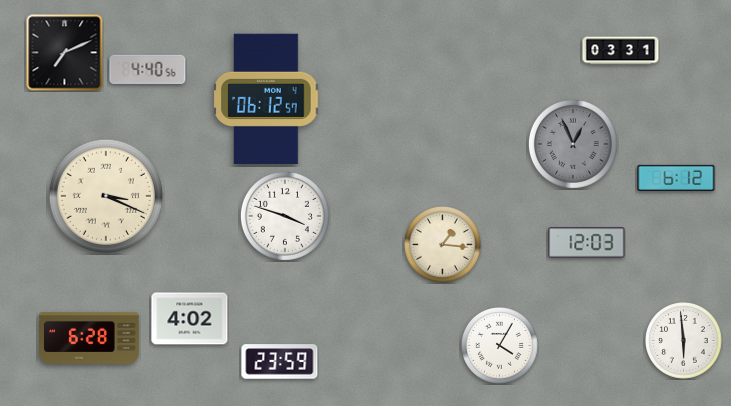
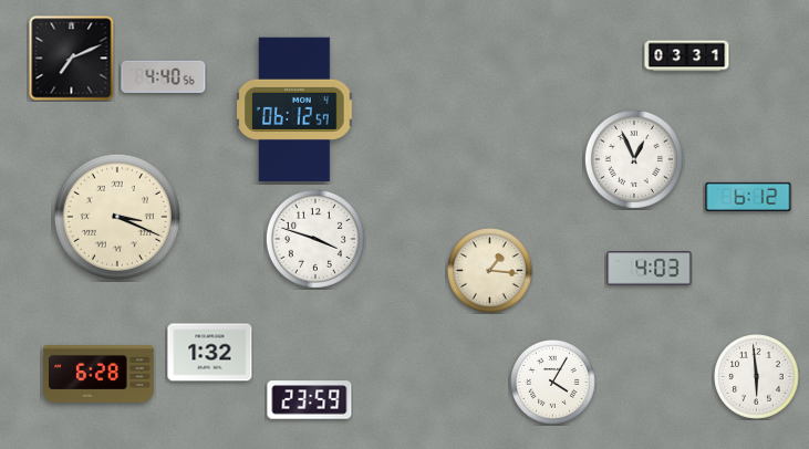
clock at (573, 144) dial: grey -> white
clock at (587, 243): 12:03 -> 4:03
clock at (190, 319): 4:02 -> 1:32
